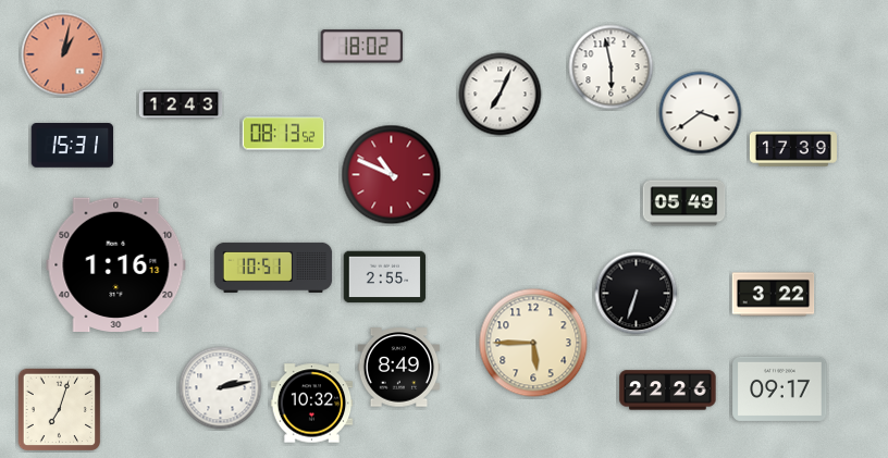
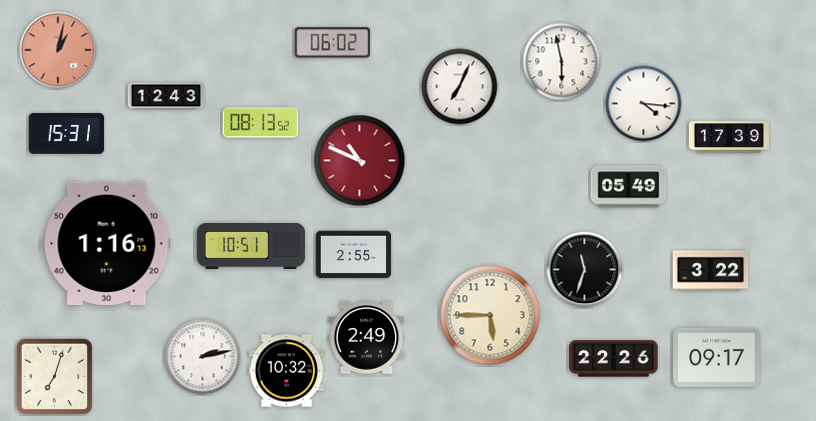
clock at (362, 47): 18:02 -> 06:02
clock at (701, 113): 3:39 -> 4:16
clock at (637, 294): 6:33 -> 11:33
clock at (399, 368): 8:49 -> 2:49
